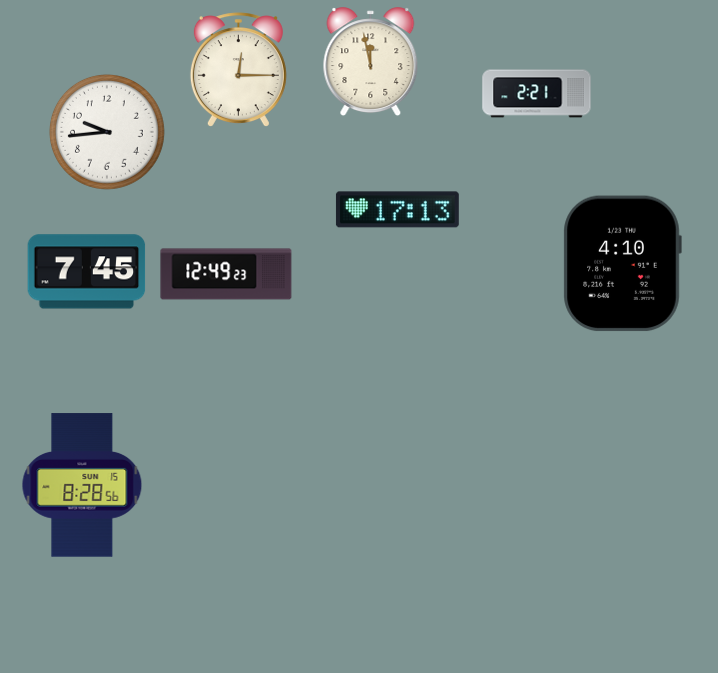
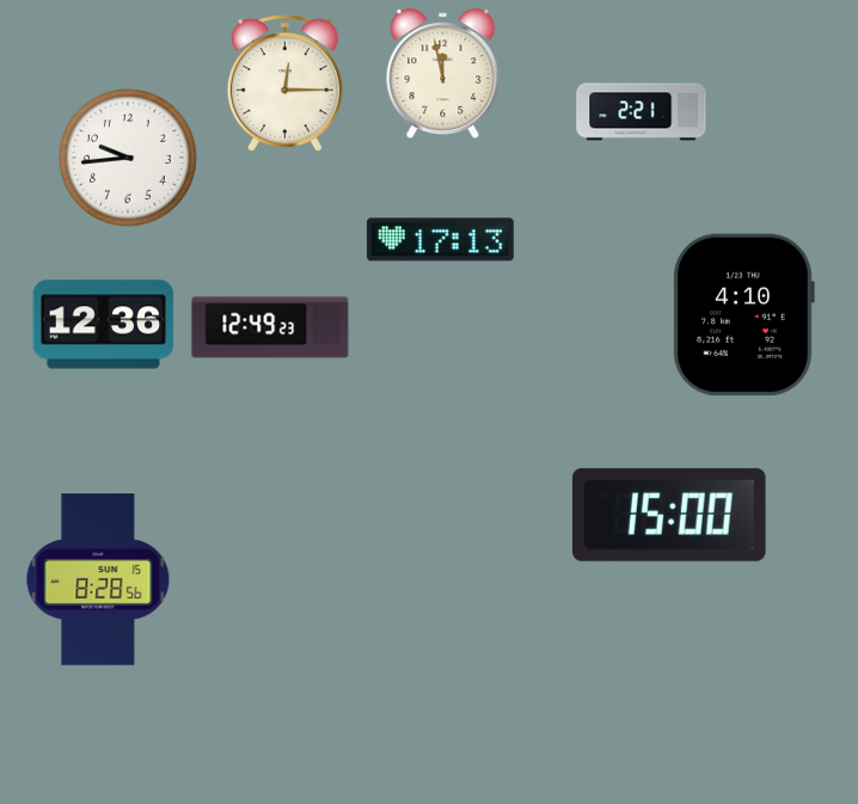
clock at (397, 210) position: (397, 210) -> (440, 240)
clock at (87, 272): 7:45 -> 12:36
clock at (669, 515): none -> 15:00
